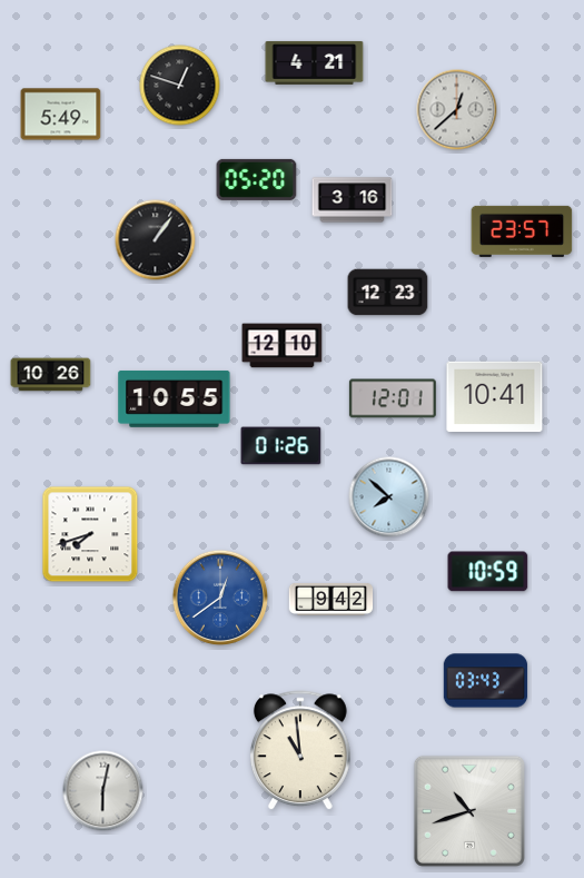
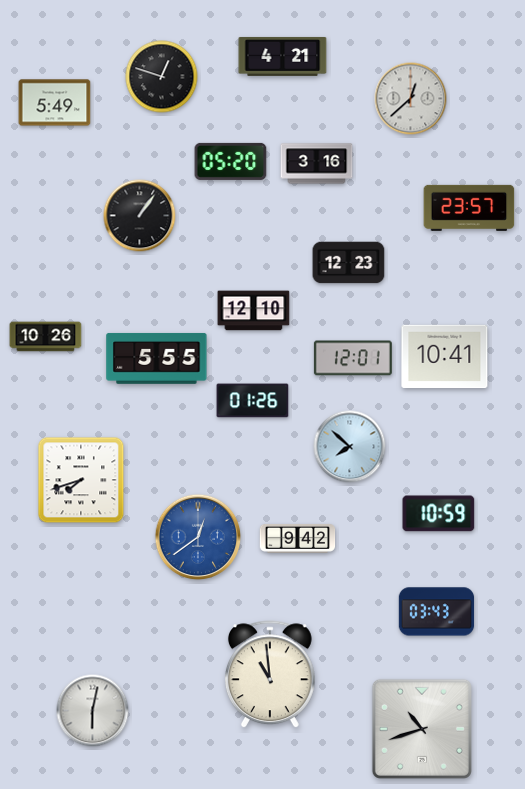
clock at (353, 200) position: (353, 200) -> (317, 164)
clock at (175, 398): 10:55 -> 5:55
